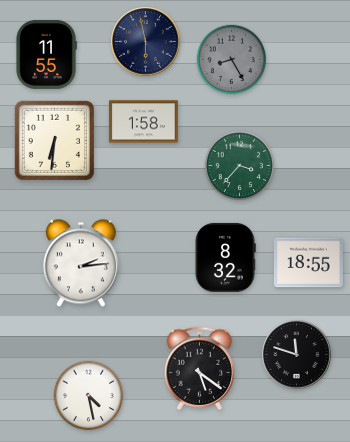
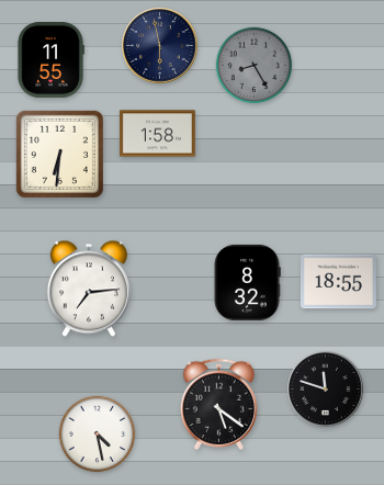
clock at (240, 166): 3:37 -> none
clock at (81, 263): 2:14 -> 7:14
clock at (308, 263) position: (308, 263) -> (338, 282)
